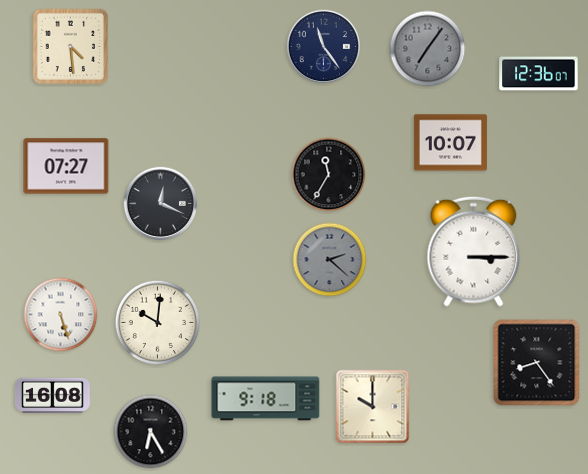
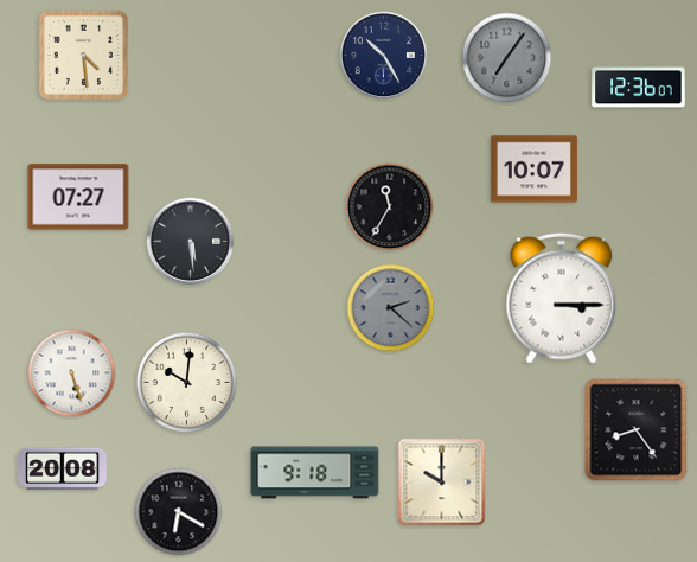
clock at (324, 47): 11:24 -> 10:25
clock at (161, 204): 12:19 -> 5:29
clock at (53, 395): 16:08 -> 20:08
clock at (151, 432): 6:25 -> 6:20
